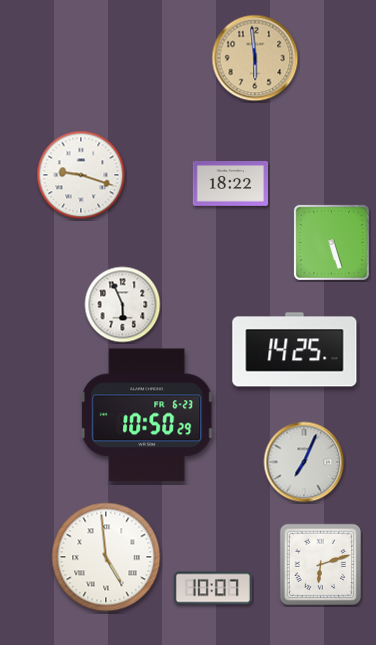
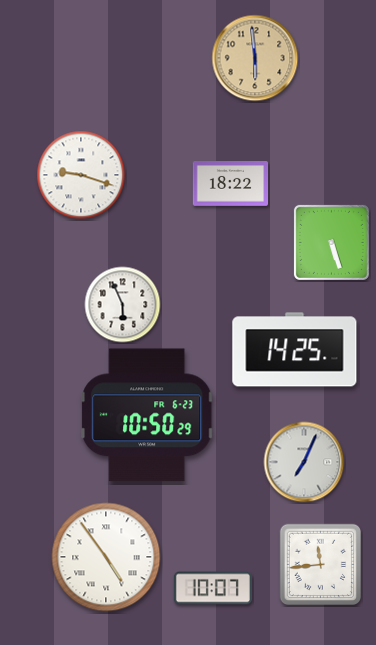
clock at (106, 557): 4:59 -> 4:54
clock at (320, 564): 6:12 -> 11:44
